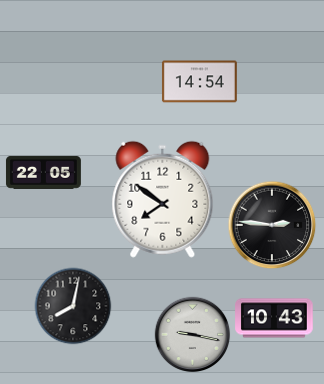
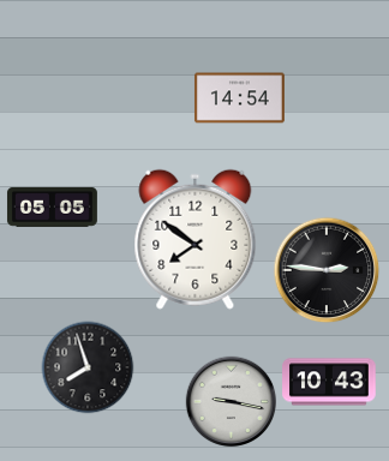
clock at (43, 172): 22:05 -> 05:05
clock at (73, 306): 8:02 -> 7:57
